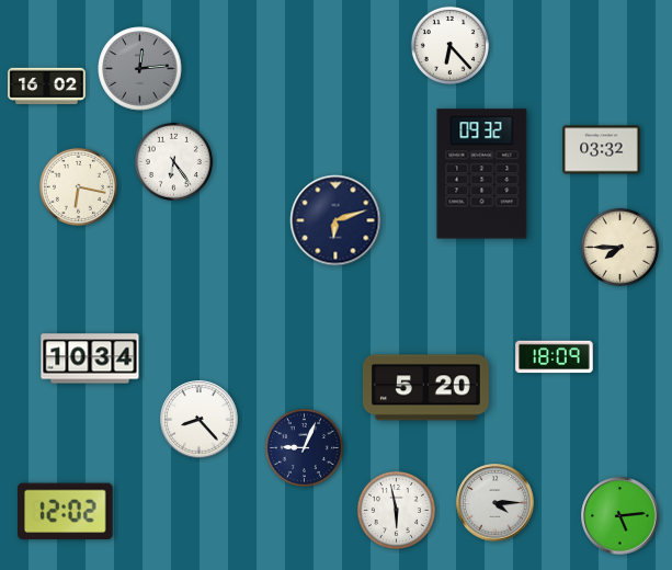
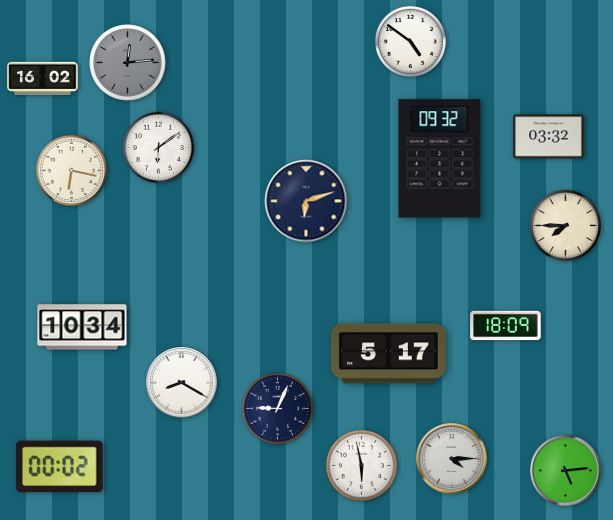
clock at (449, 45): 6:23 -> 4:51
clock at (173, 161): 6:24 -> 6:09
clock at (425, 388): 5:20 -> 5:17
clock at (200, 420): 8:23 -> 8:20
clock at (66, 512): 12:02 -> 00:02
